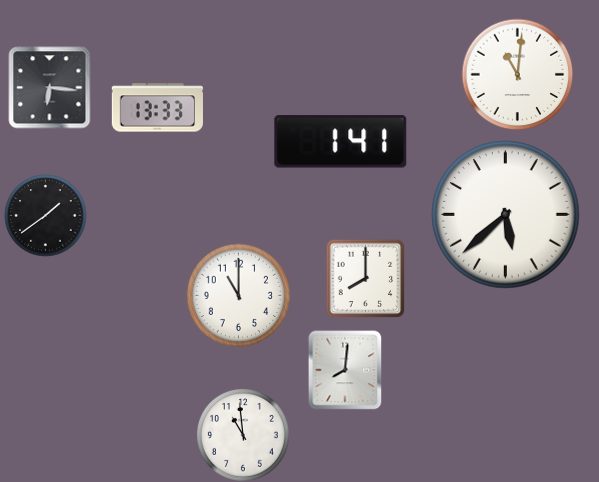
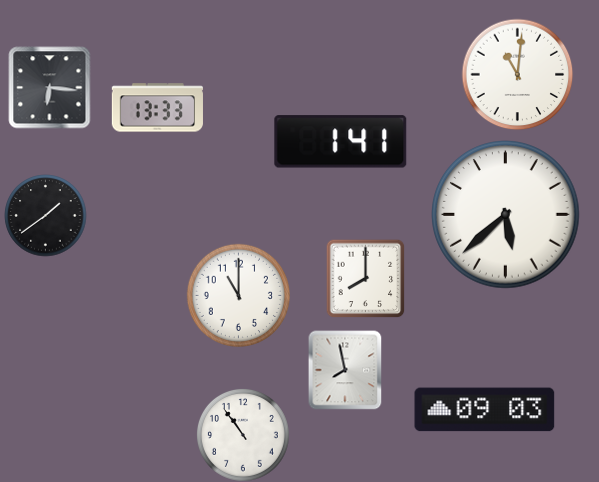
clock at (345, 370): 8:01 -> 7:58
clock at (485, 410): none -> 09:03
clock at (243, 435): 10:59 -> 10:54
